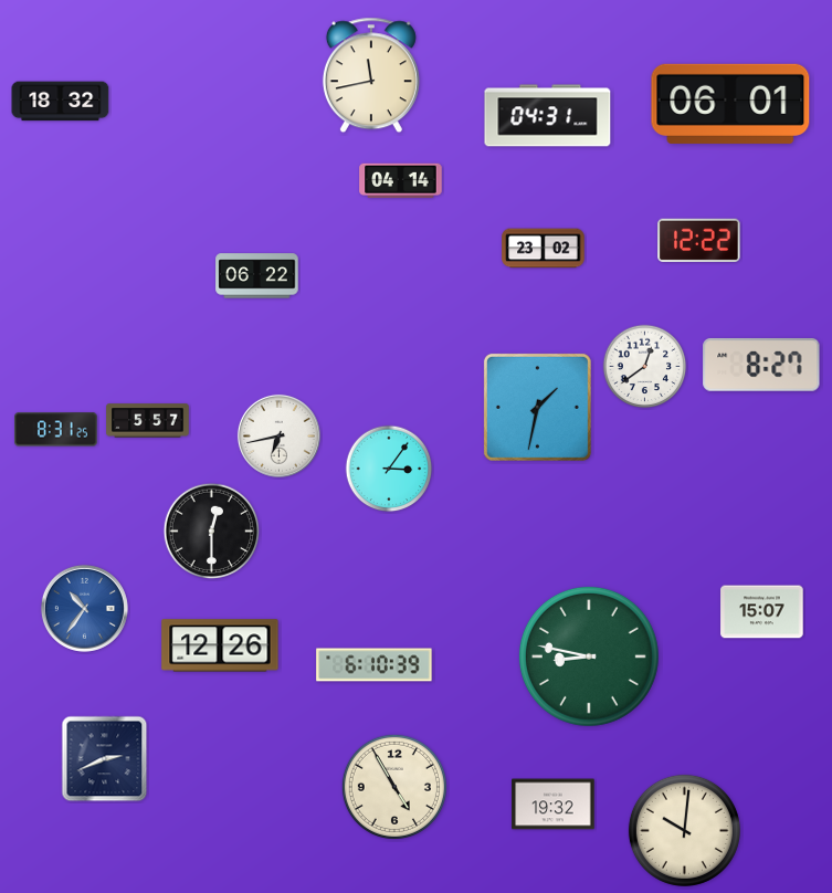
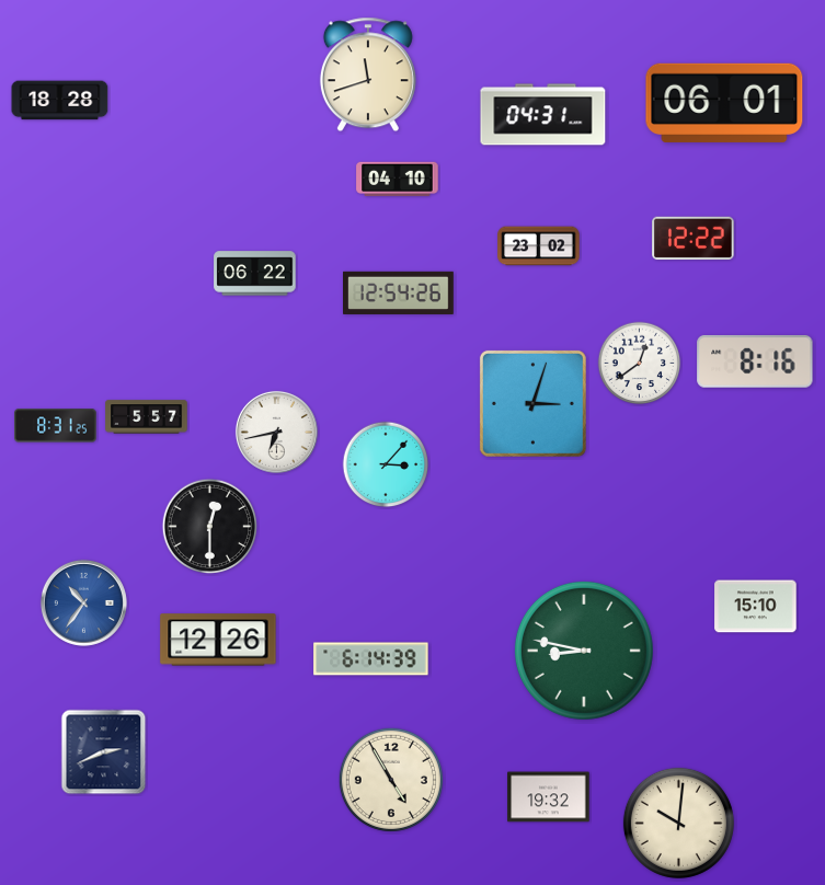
clock at (371, 75): 11:43 -> 11:42
clock at (61, 102): 18:32 -> 18:28
clock at (401, 181): 04:14 -> 04:10
clock at (399, 292): none -> 12:54
clock at (761, 365): 8:27 -> 8:16
clock at (537, 407): 1:32 -> 3:03
clock at (389, 469): 3:06 -> 3:07
clock at (762, 612): 15:07 -> 15:10
clock at (375, 665): 6:10 -> 6:14
